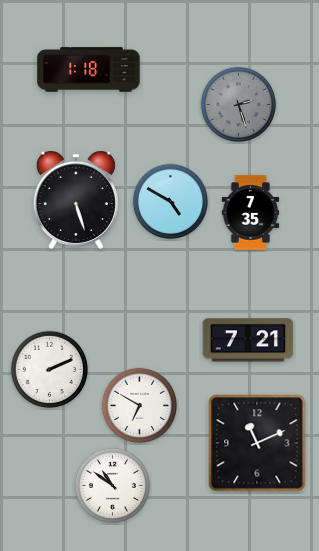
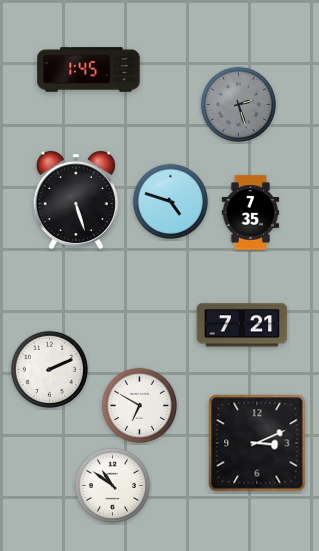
clock at (89, 70): 1:18 -> 1:45
clock at (171, 202): 4:50 -> 4:48
clock at (248, 340) position: (248, 340) -> (242, 325)
clock at (257, 443): 11:11 -> 3:11
